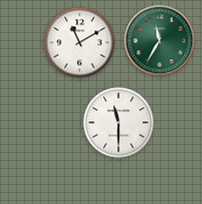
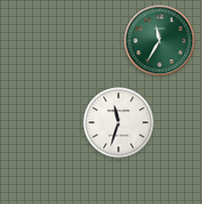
clock at (80, 43): 11:10 -> none
clock at (119, 123): 11:30 -> 11:33
